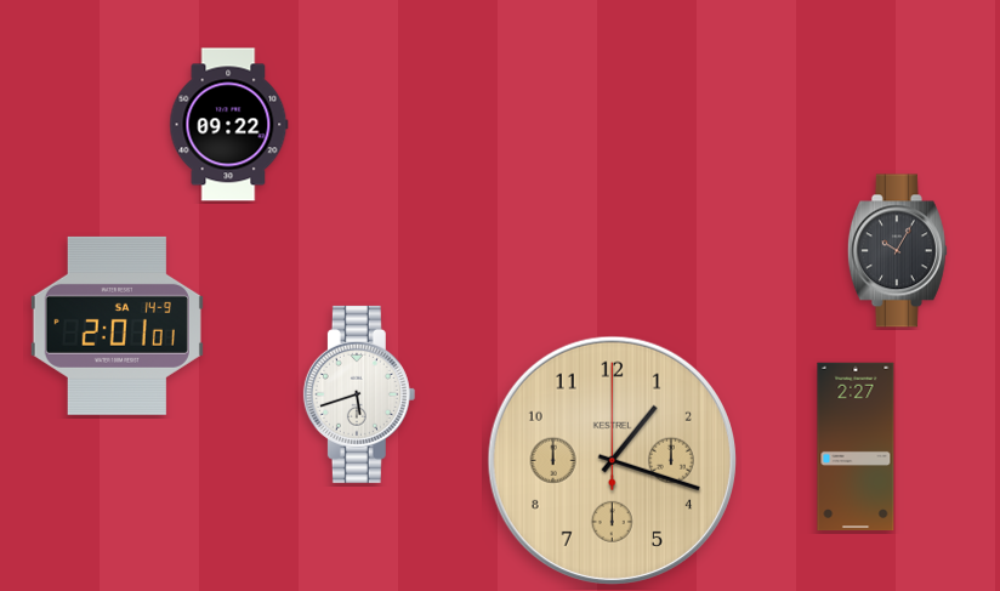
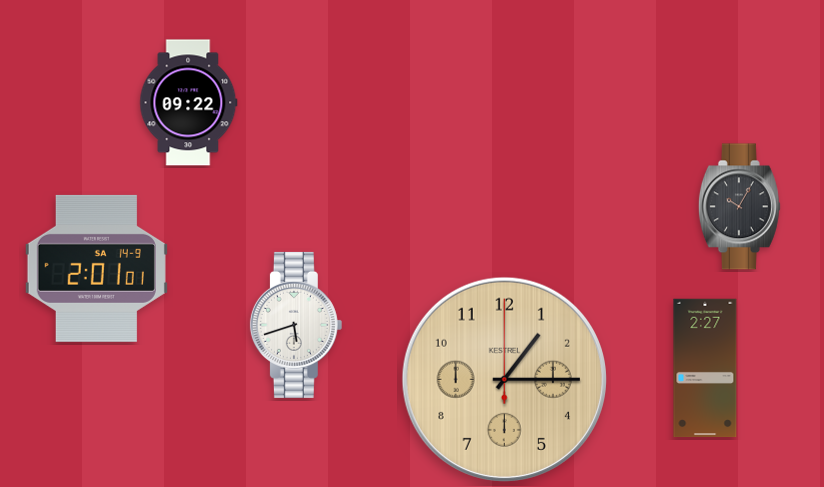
clock at (612, 460): 1:18 -> 1:15
